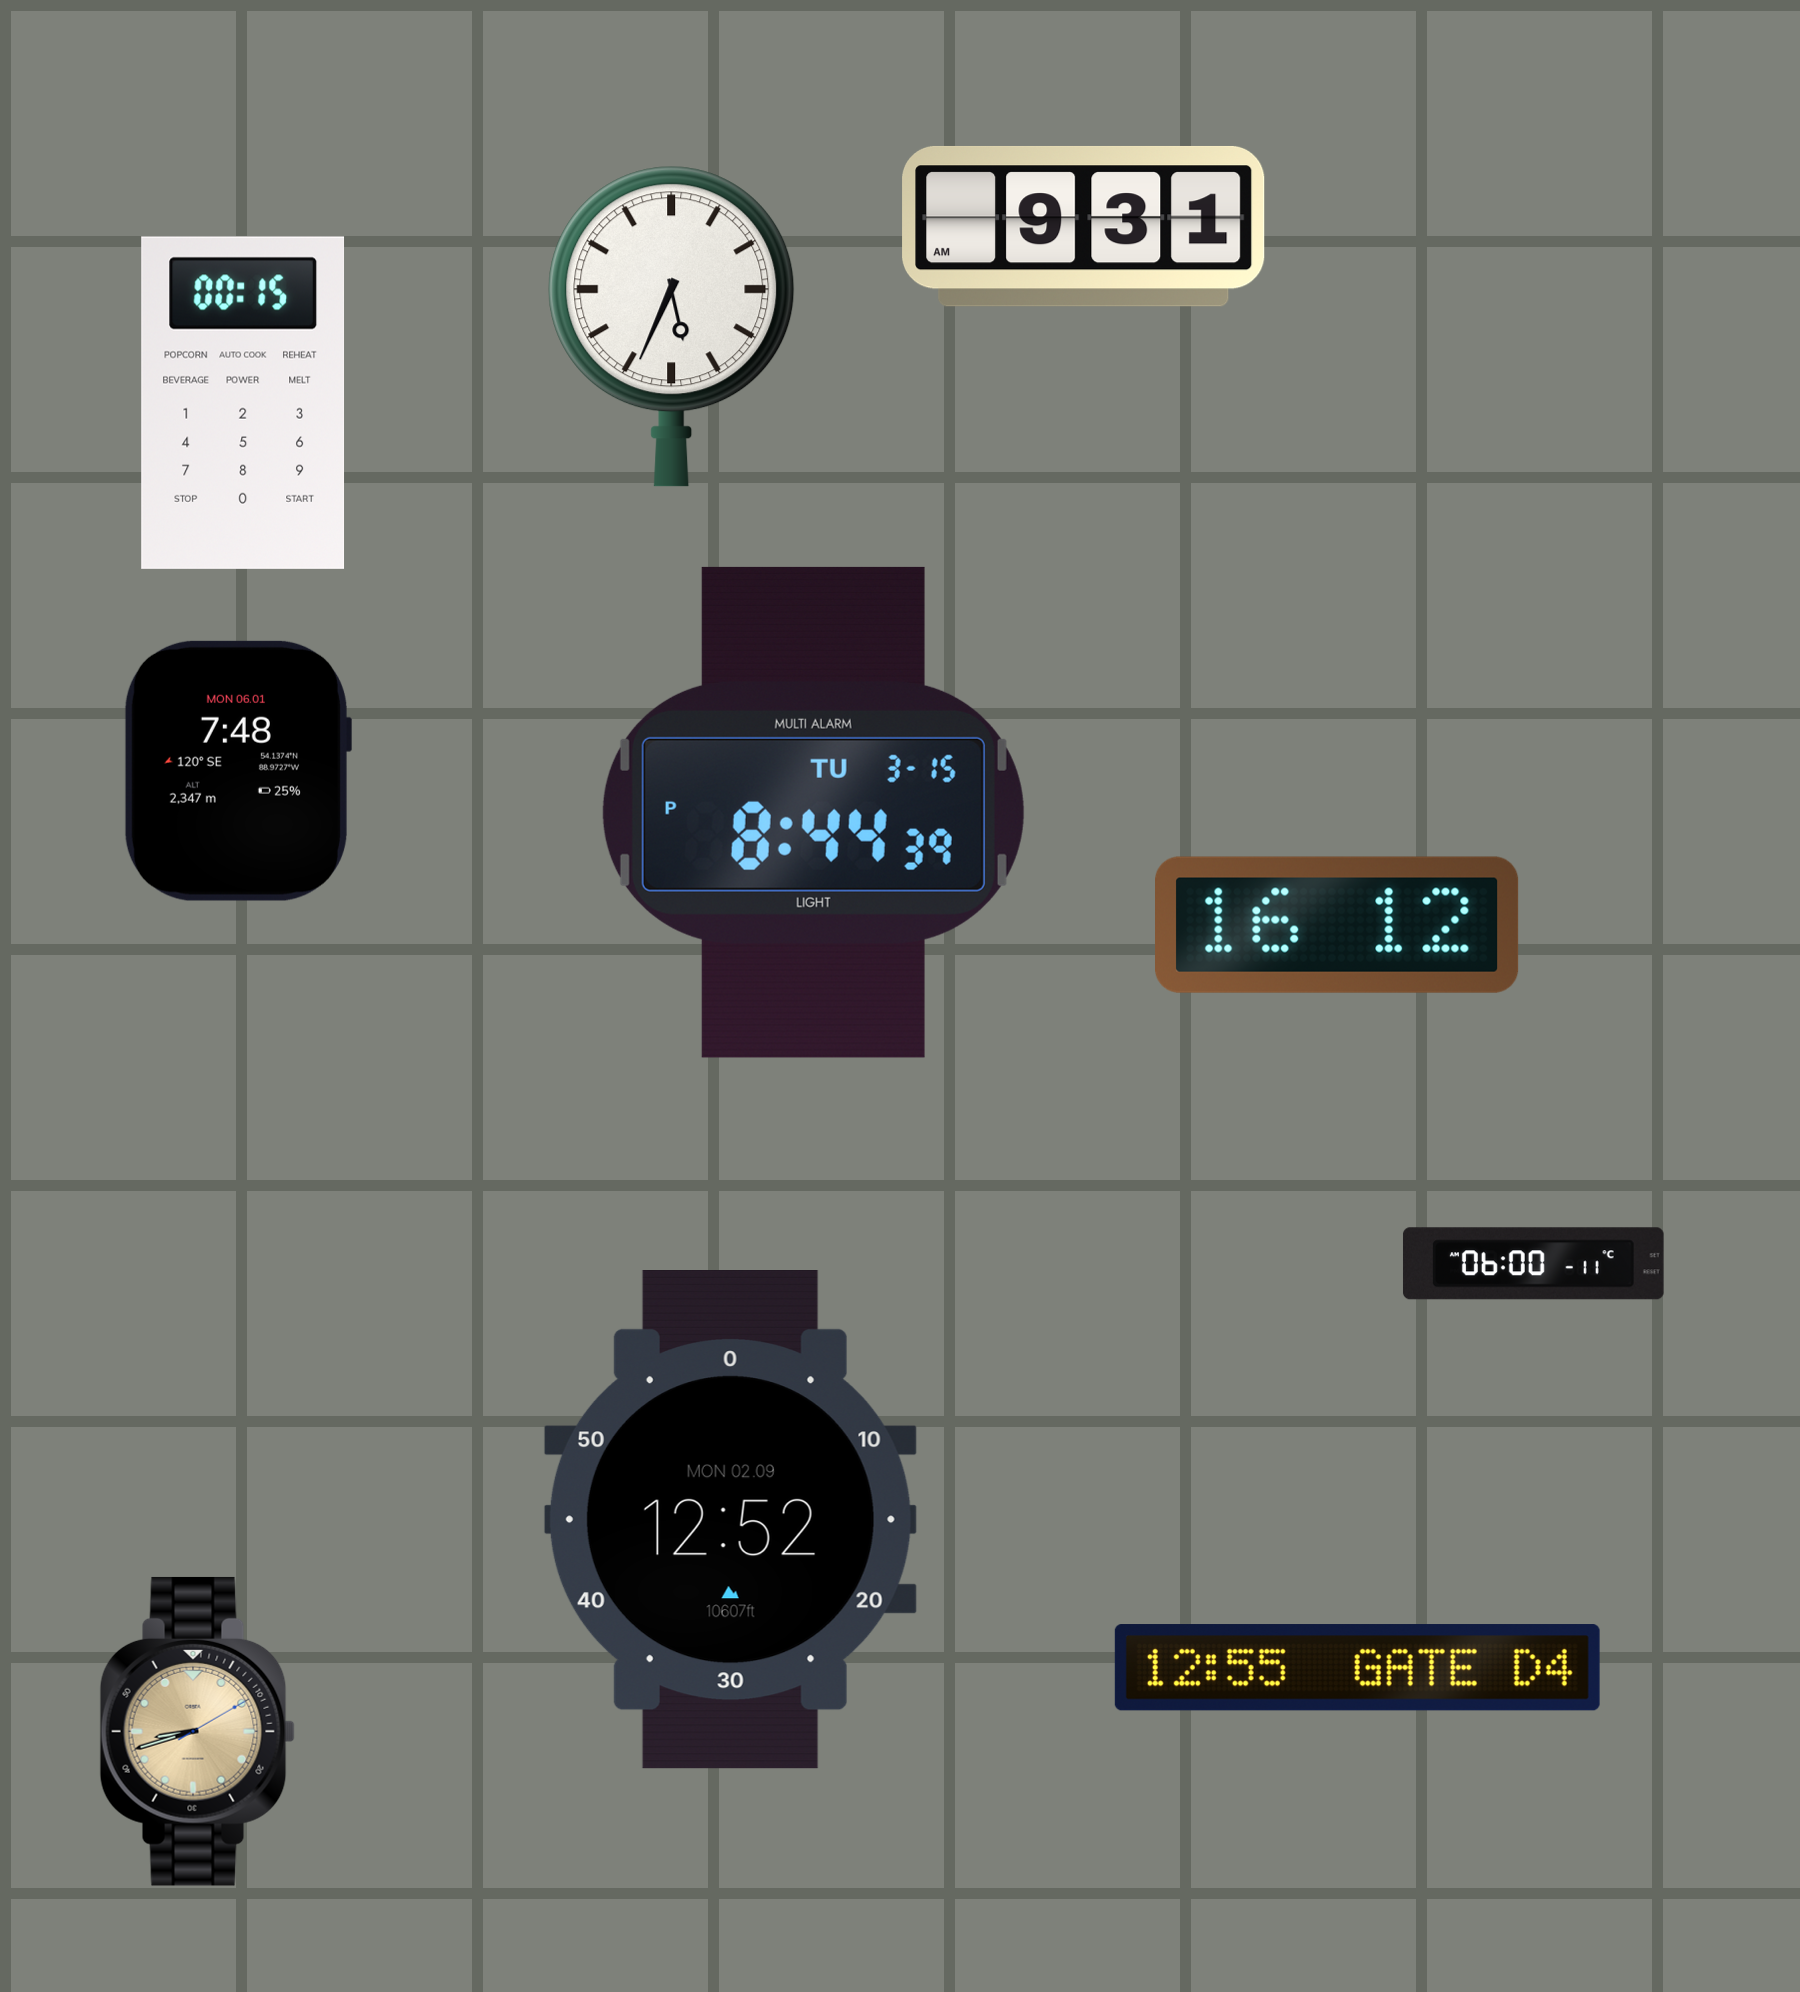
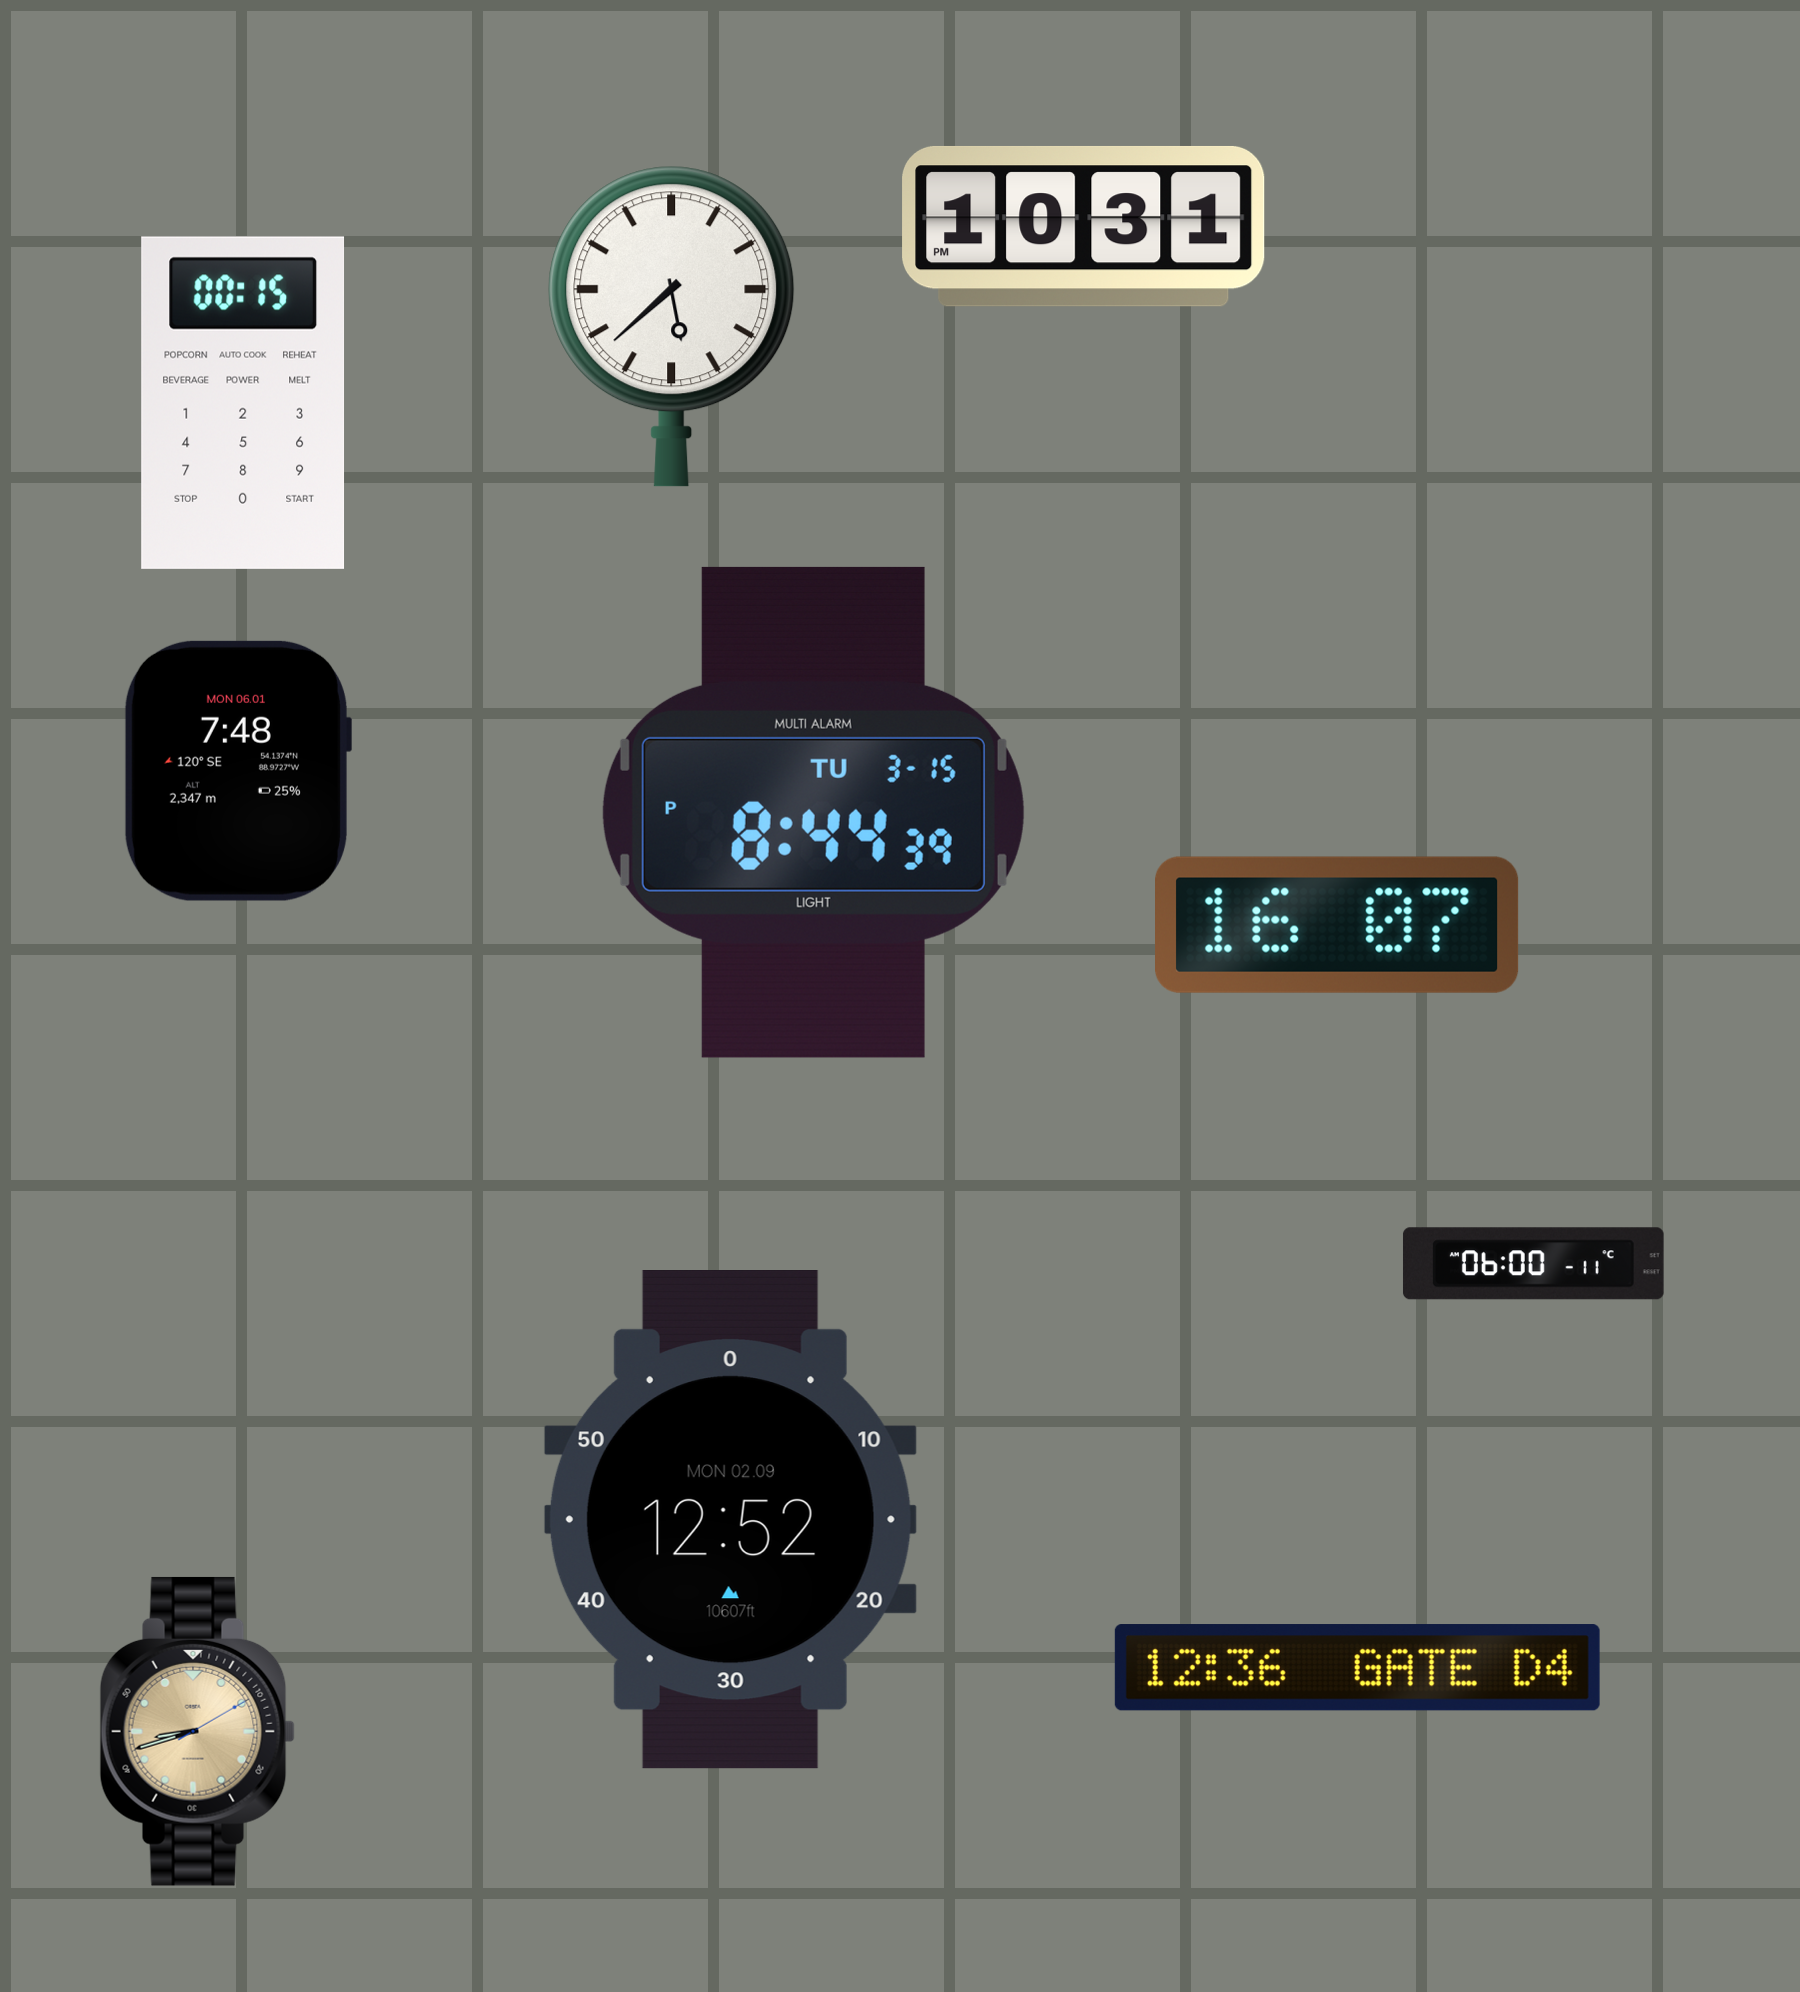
clock at (1084, 226): 9:31 -> 10:31
clock at (672, 326): 5:34 -> 5:38
clock at (1338, 925): 16:12 -> 16:07
clock at (1357, 1668): 12:55 -> 12:36
